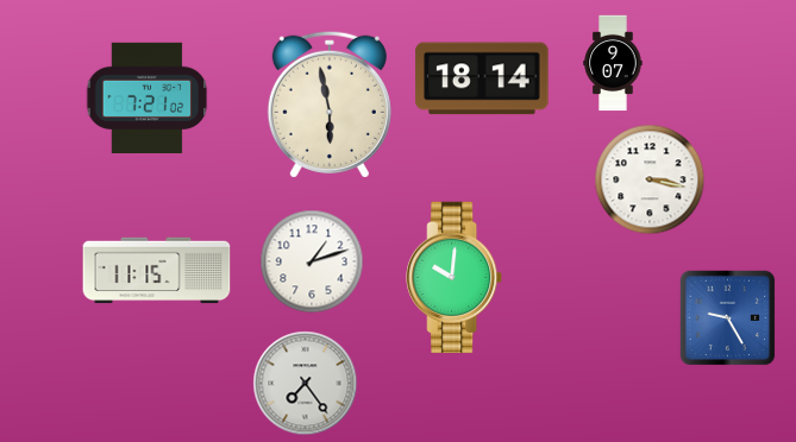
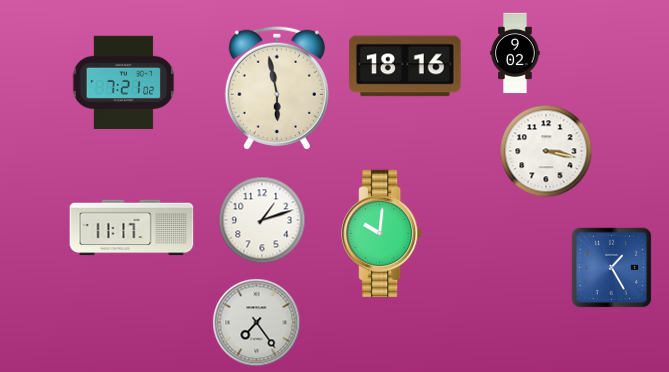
clock at (613, 63): 9:07 -> 9:02
clock at (482, 78): 18:14 -> 18:16
clock at (157, 271): 11:15 -> 11:17
clock at (728, 318): 9:25 -> 1:25
